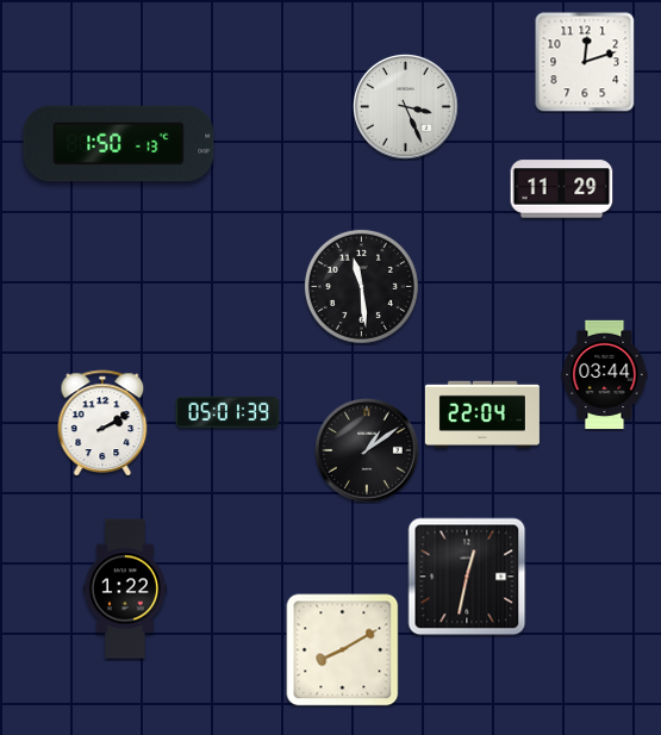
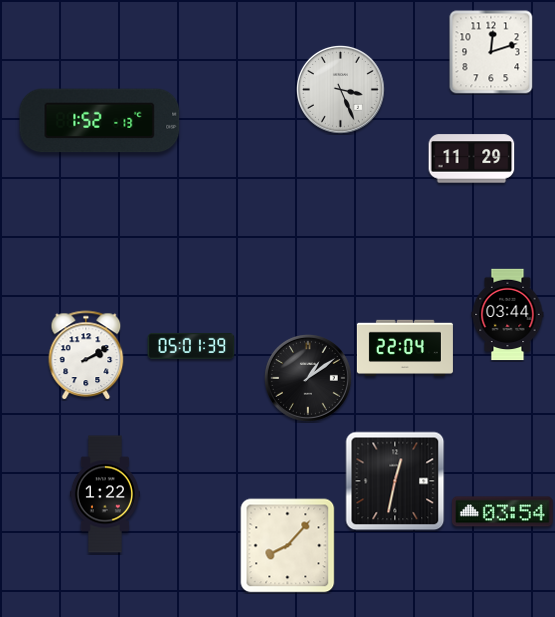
clock at (119, 144): 1:50 -> 1:52
clock at (361, 286): 11:29 -> none
clock at (467, 577) position: (467, 577) -> (395, 481)
clock at (503, 512): none -> 03:54
clock at (343, 650): 8:10 -> 8:07
